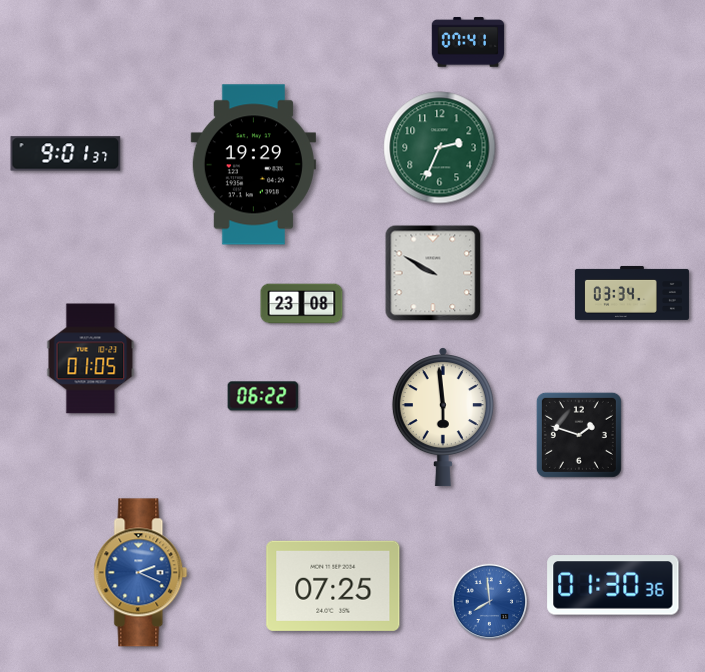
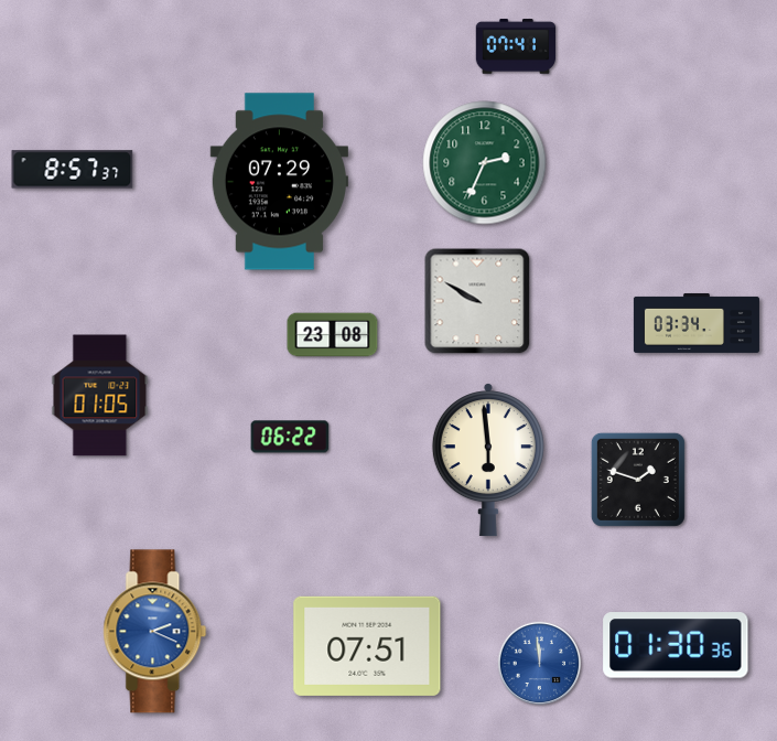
clock at (66, 154): 9:01 -> 8:57
clock at (253, 165): 19:29 -> 07:29
clock at (333, 586): 07:25 -> 07:51
clock at (490, 602): 7:59 -> 11:59
